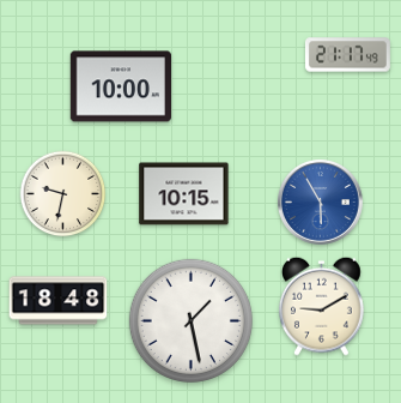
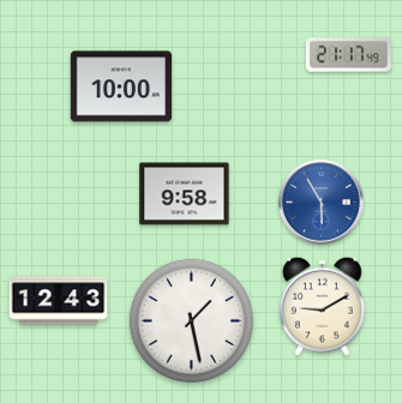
clock at (63, 194): 9:32 -> none
clock at (184, 194): 10:15 -> 9:58
clock at (59, 301): 18:48 -> 12:43
